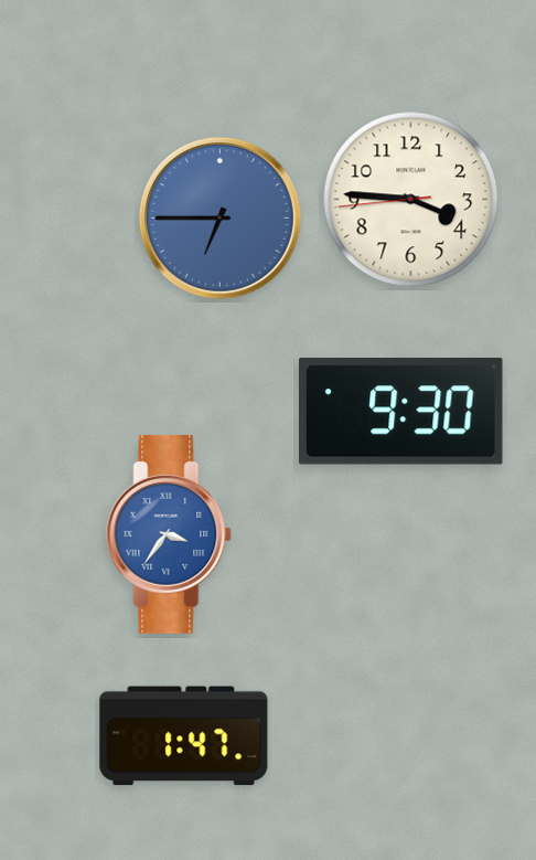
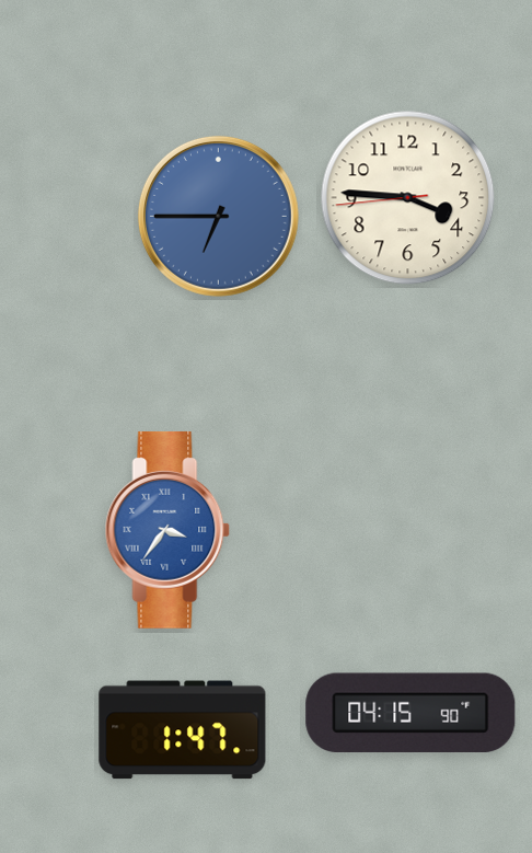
clock at (401, 412): 9:30 -> none
clock at (410, 713): none -> 04:15
